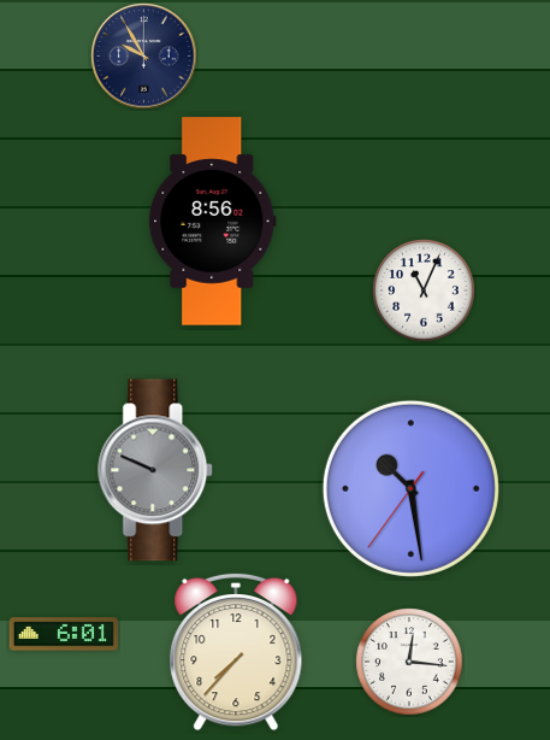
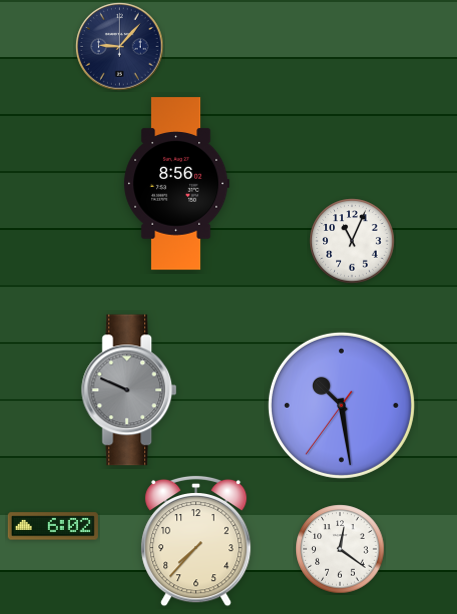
clock at (144, 57): 9:55 -> 9:07
clock at (64, 634): 6:01 -> 6:02
clock at (409, 662): 12:16 -> 12:21
